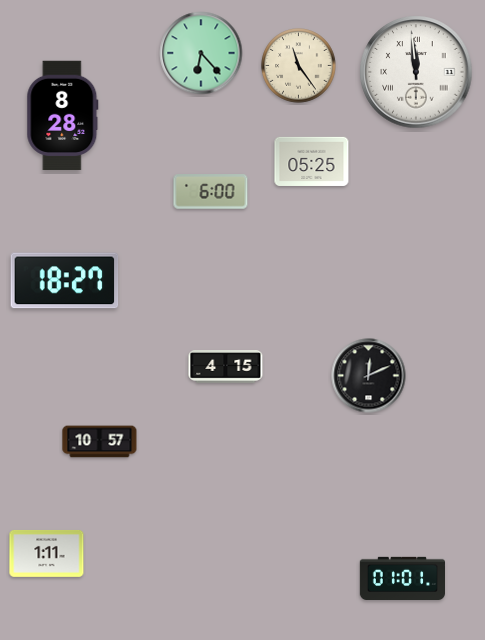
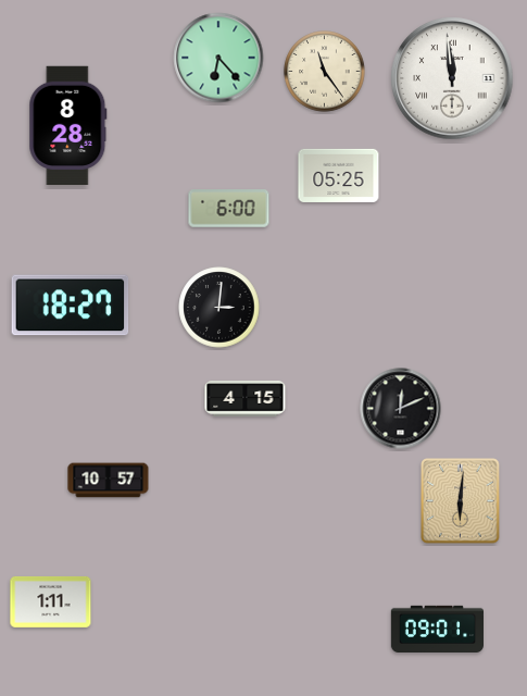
clock at (219, 308): none -> 3:01
clock at (461, 501): none -> 6:01
clock at (402, 578): 01:01 -> 09:01
